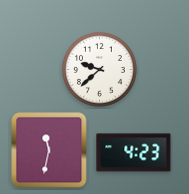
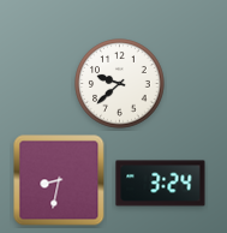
clock at (49, 150): 11:32 -> 8:32
clock at (134, 153): 4:23 -> 3:24
